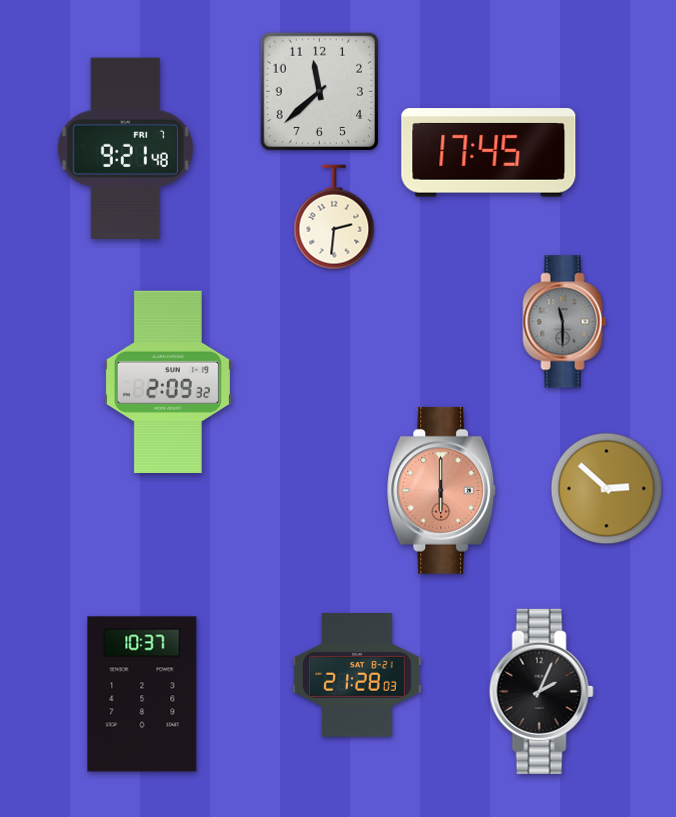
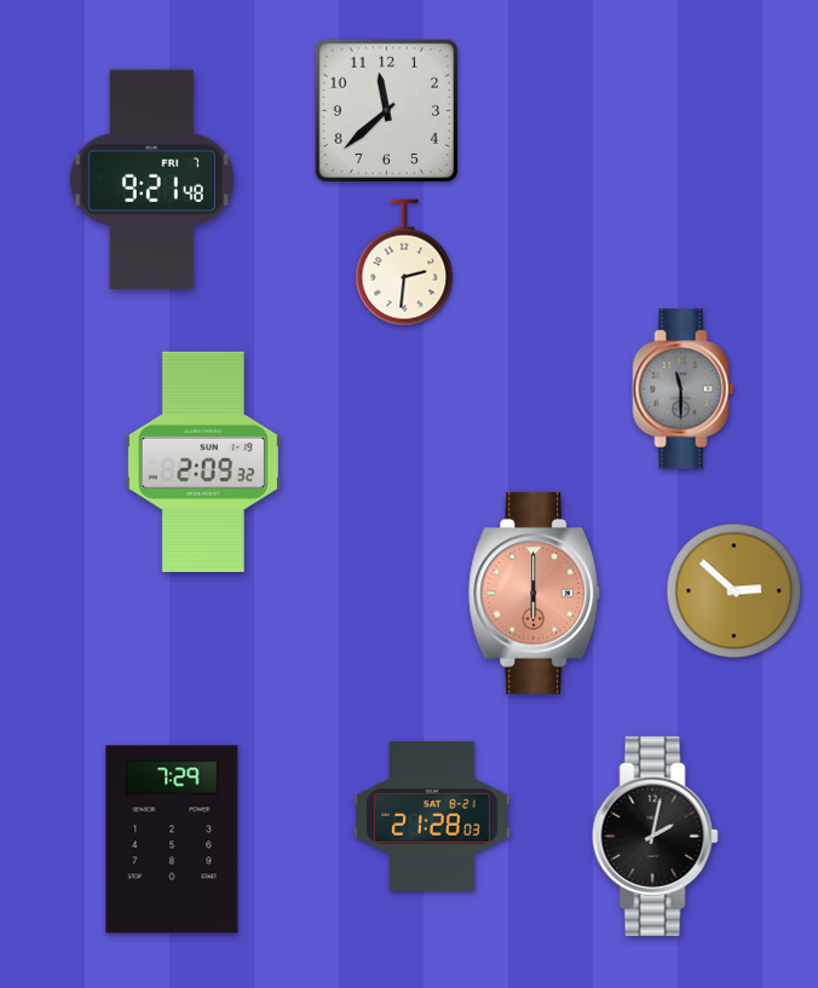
clock at (489, 153): 17:45 -> none
clock at (541, 691): 2:04 -> 2:02
clock at (142, 694): 10:37 -> 7:29
